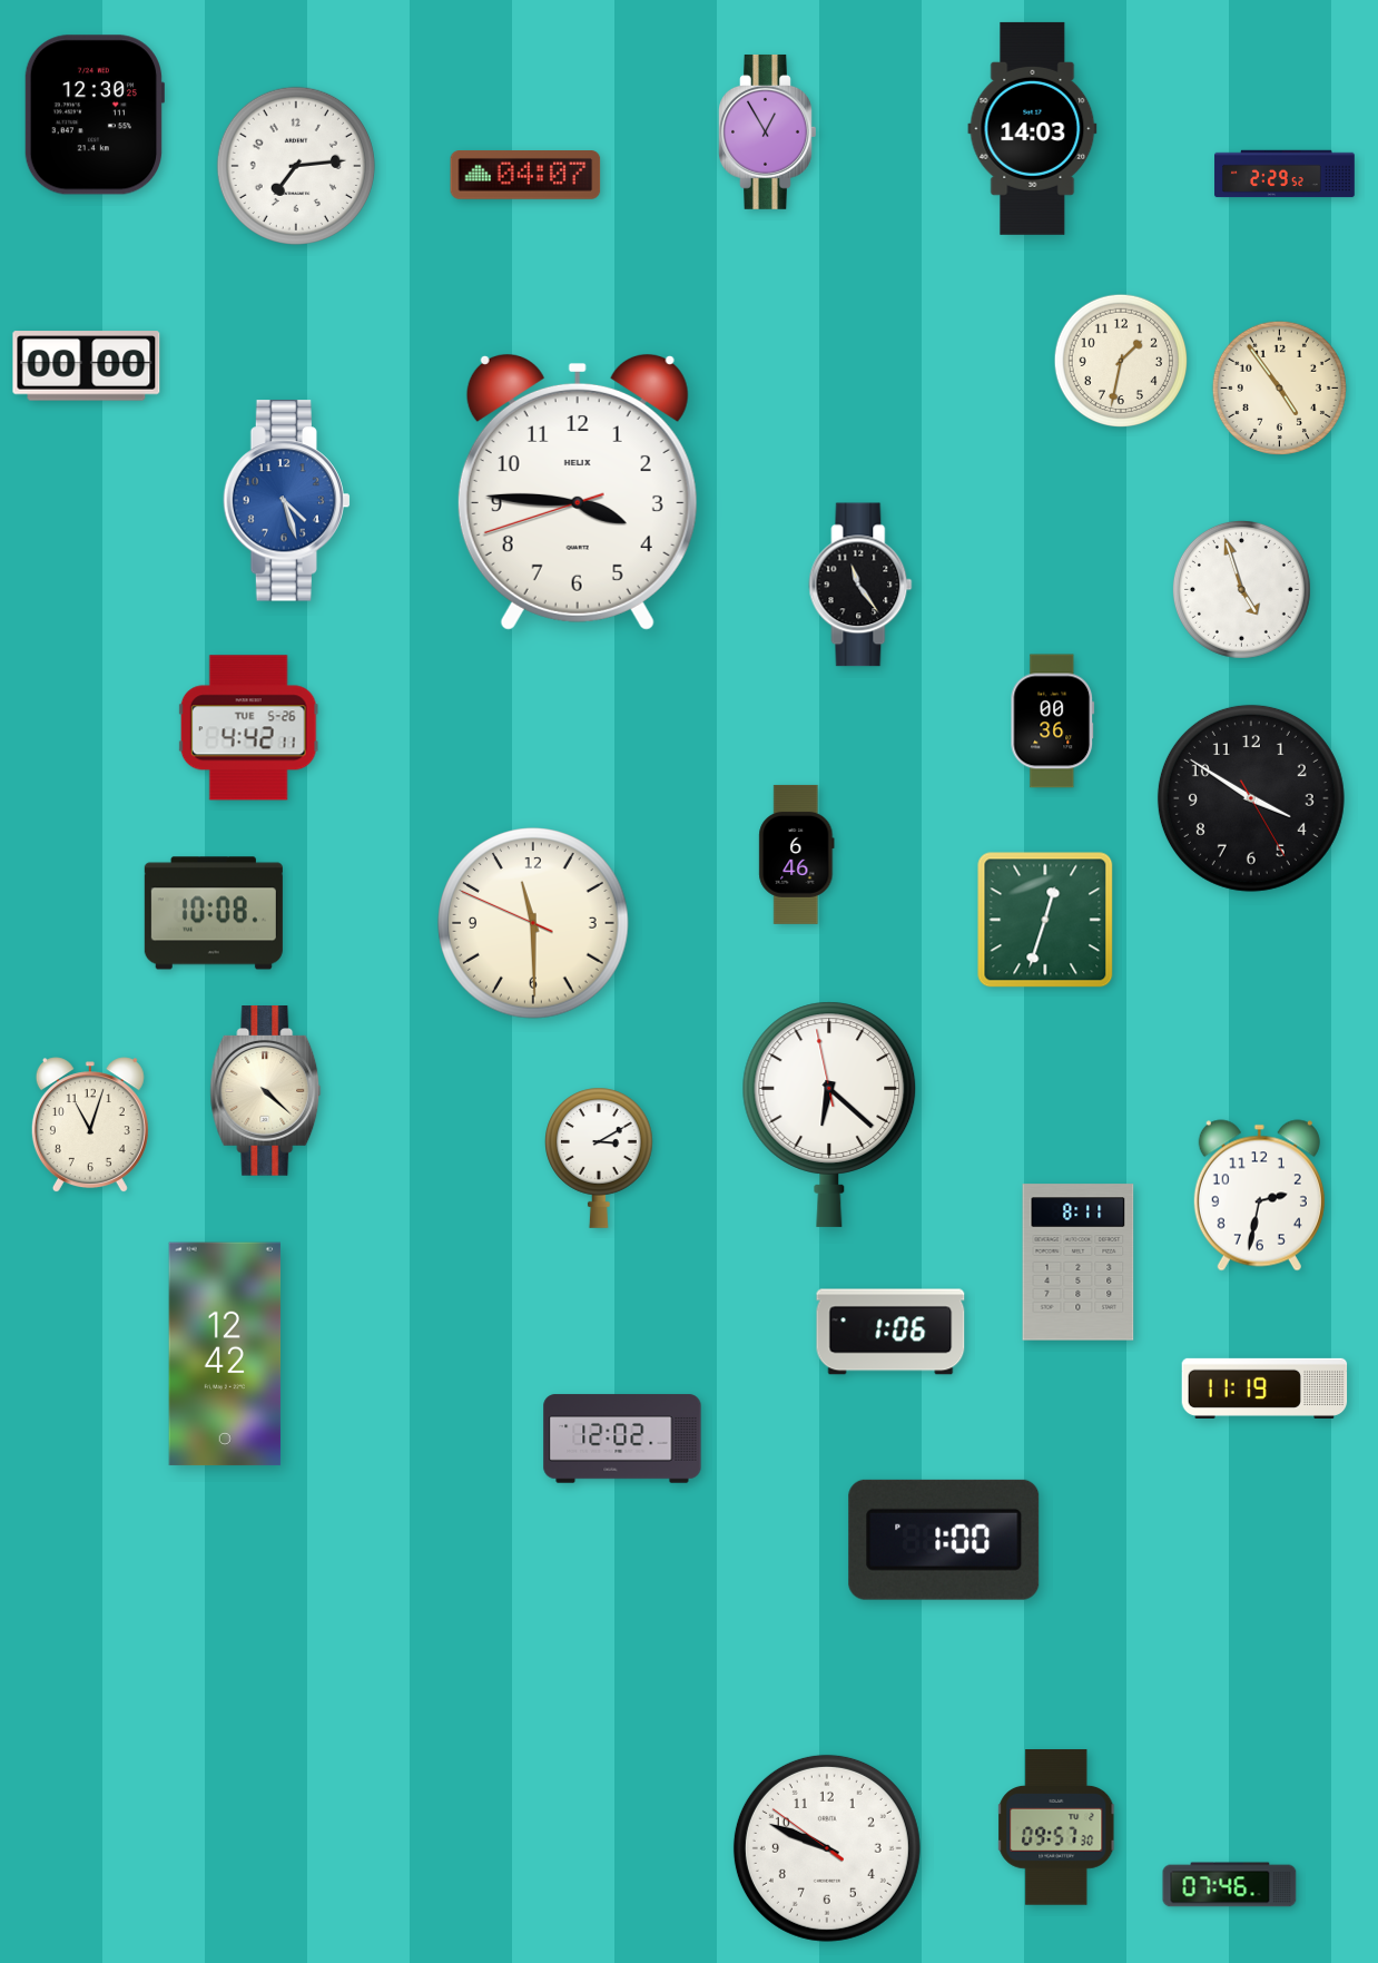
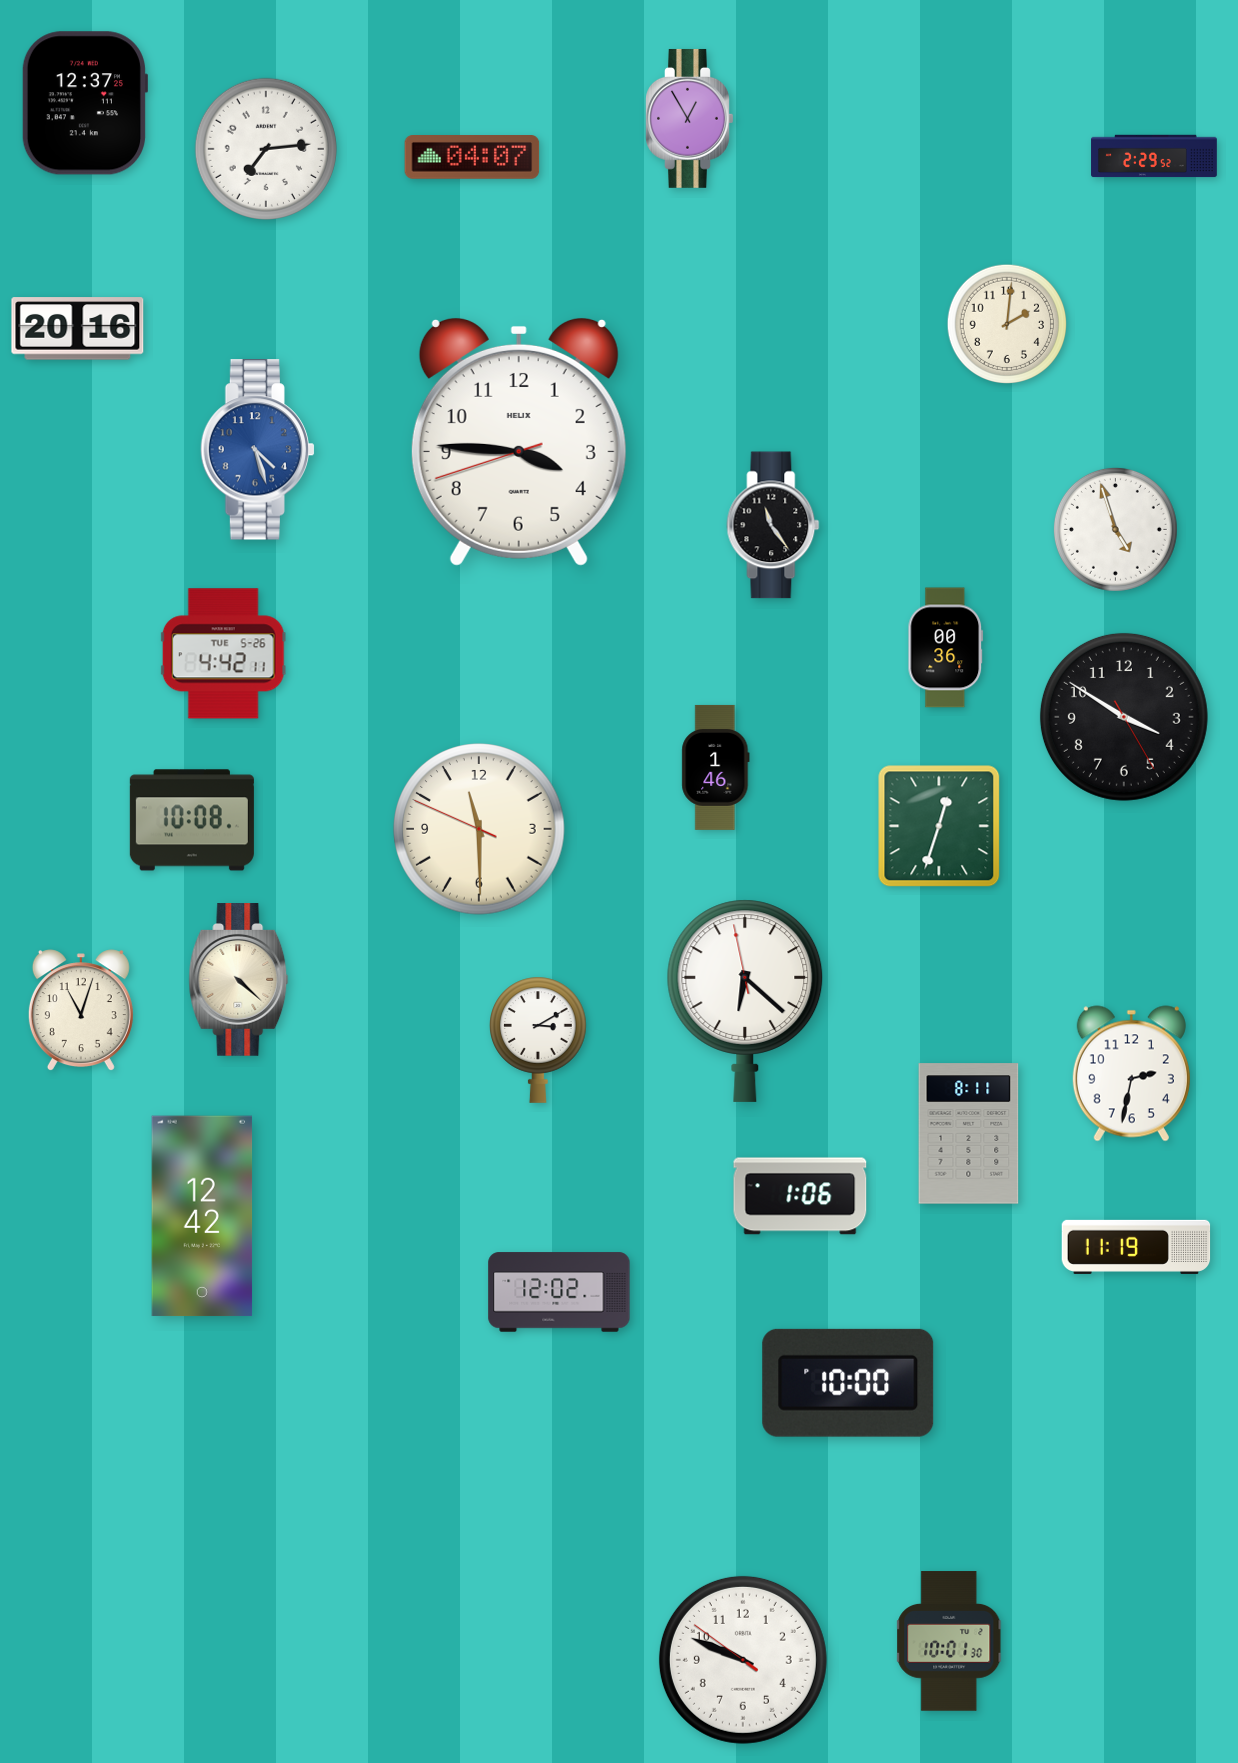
clock at (93, 115): 12:30 -> 12:37
clock at (1033, 128): 14:03 -> none
clock at (1120, 360): 1:32 -> 2:01
clock at (87, 366): 00:00 -> 20:16
clock at (1279, 387): 4:54 -> none
clock at (797, 854): 6:46 -> 1:46
clock at (944, 1540): 1:00 -> 10:00
clock at (1057, 1827): 09:57 -> 10:01
clock at (1230, 1885): 07:46 -> none
